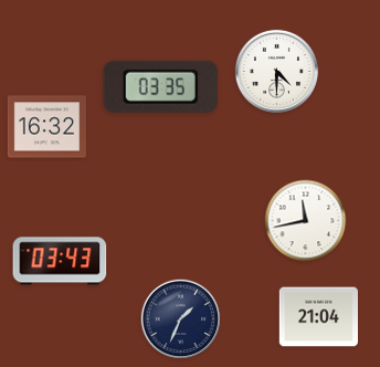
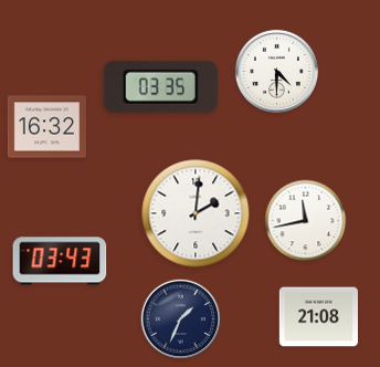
clock at (196, 213): none -> 2:01
clock at (318, 317): 21:04 -> 21:08
